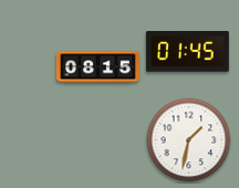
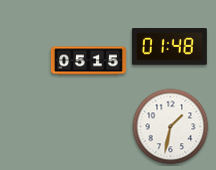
clock at (187, 52): 01:45 -> 01:48
clock at (97, 67): 08:15 -> 05:15
